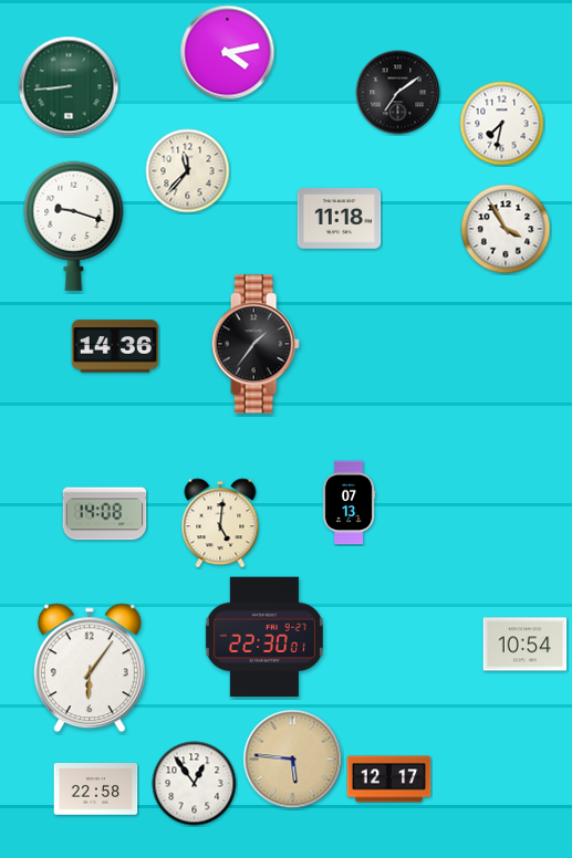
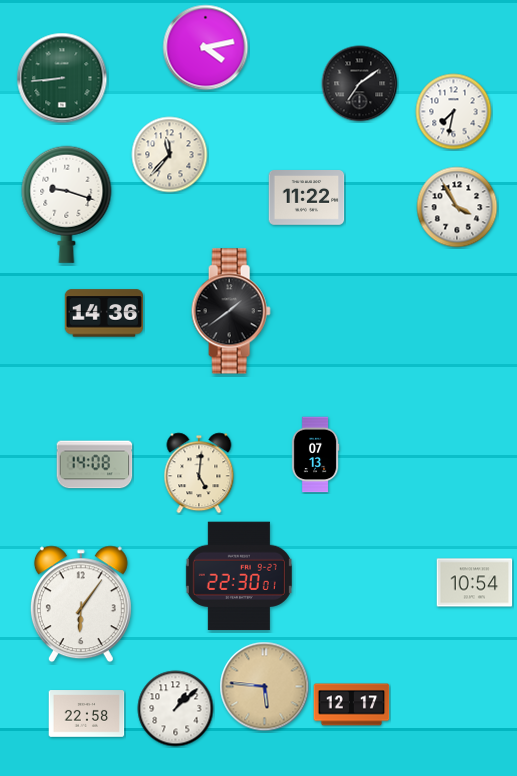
clock at (340, 219): 11:18 -> 11:22
clock at (256, 344): 1:36 -> 1:39
clock at (195, 784): 12:54 -> 1:08
